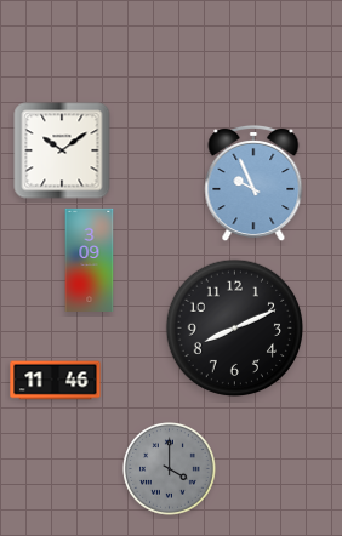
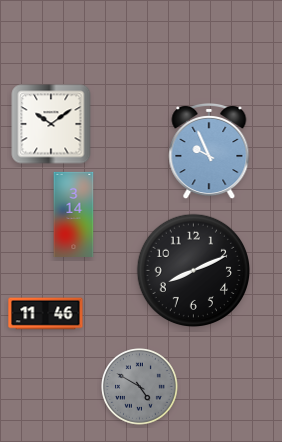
clock at (90, 260): 3:09 -> 3:14
clock at (170, 469): 4:00 -> 4:50
